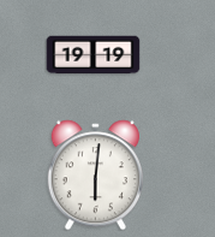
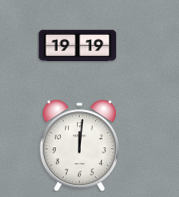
clock at (95, 174): 6:01 -> 12:01
